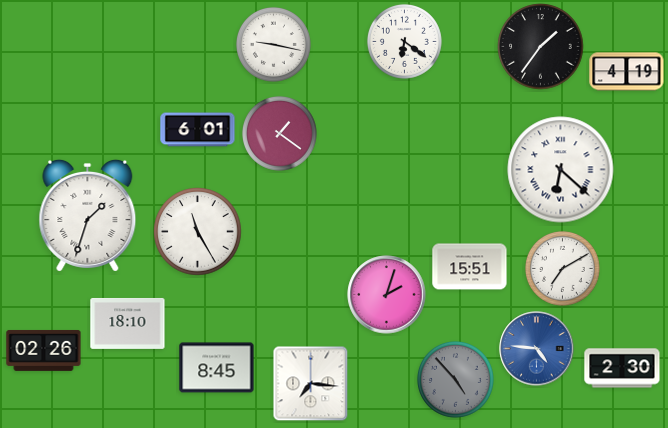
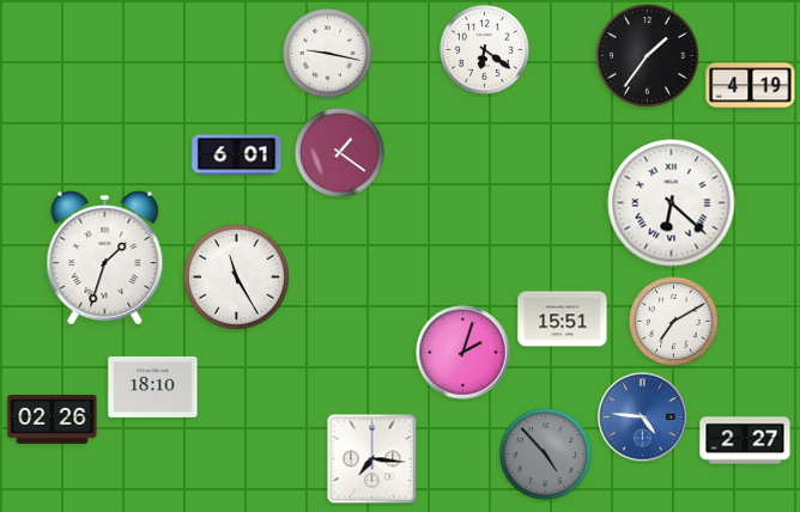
clock at (279, 133) position: (279, 133) -> (339, 152)
clock at (217, 368): 8:45 -> none
clock at (622, 368): 2:30 -> 2:27
